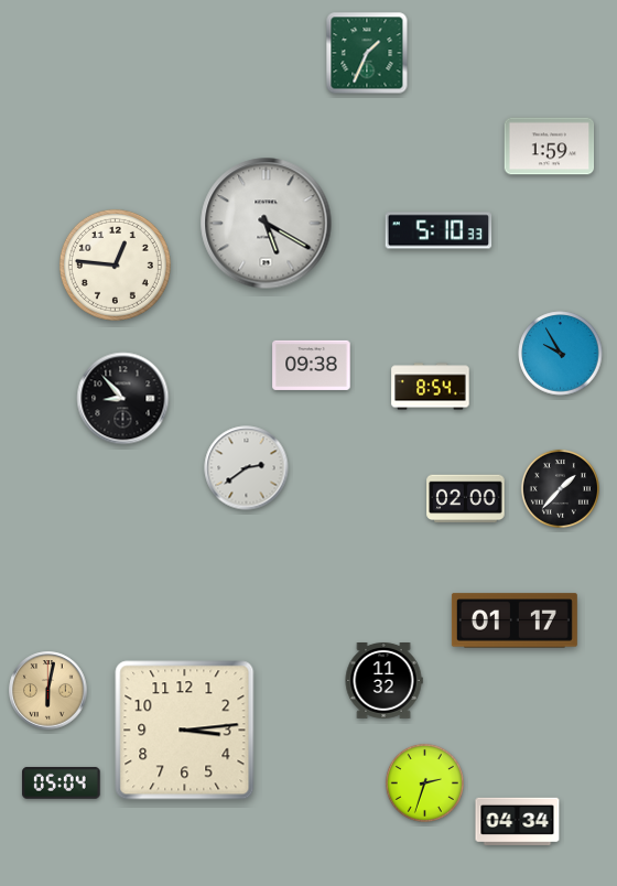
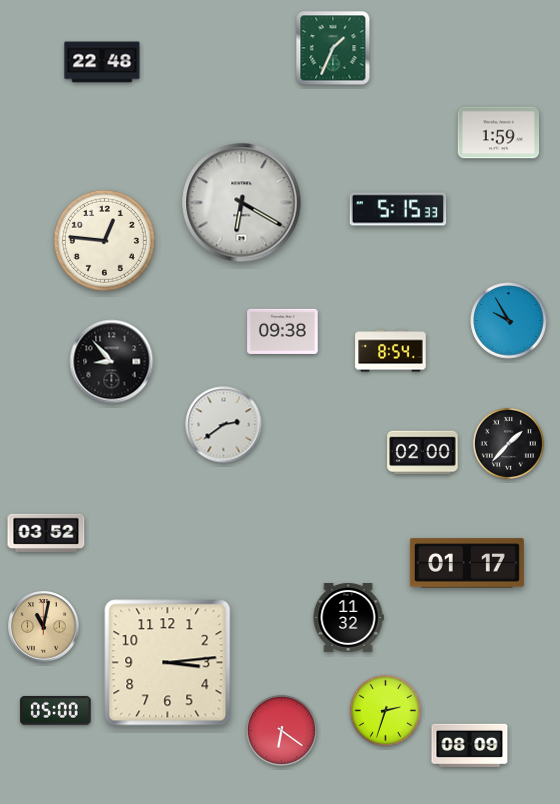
clock at (102, 62): none -> 22:48
clock at (267, 224): 5:20 -> 6:20
clock at (439, 230): 5:10 -> 5:15
clock at (46, 533): none -> 03:52
clock at (48, 691): 6:02 -> 11:02
clock at (62, 782): 05:04 -> 05:00
clock at (281, 730): none -> 6:21
clock at (518, 822): 04:34 -> 08:09
